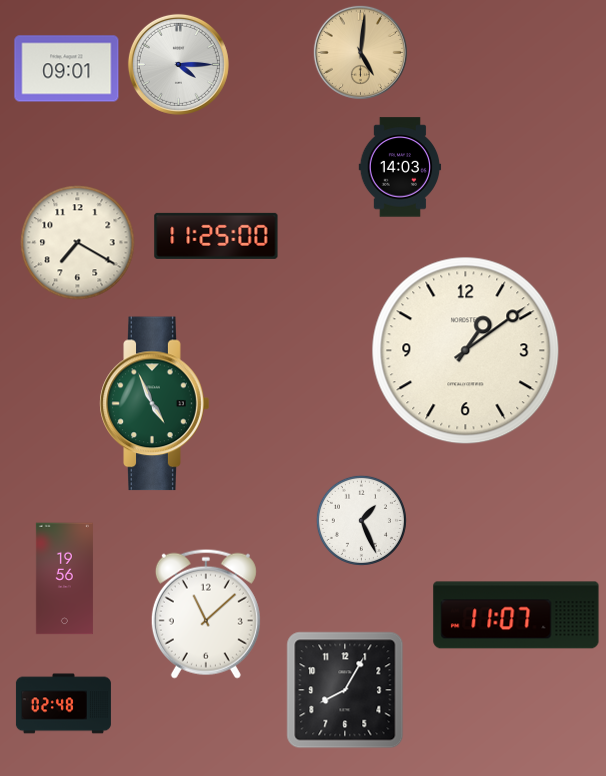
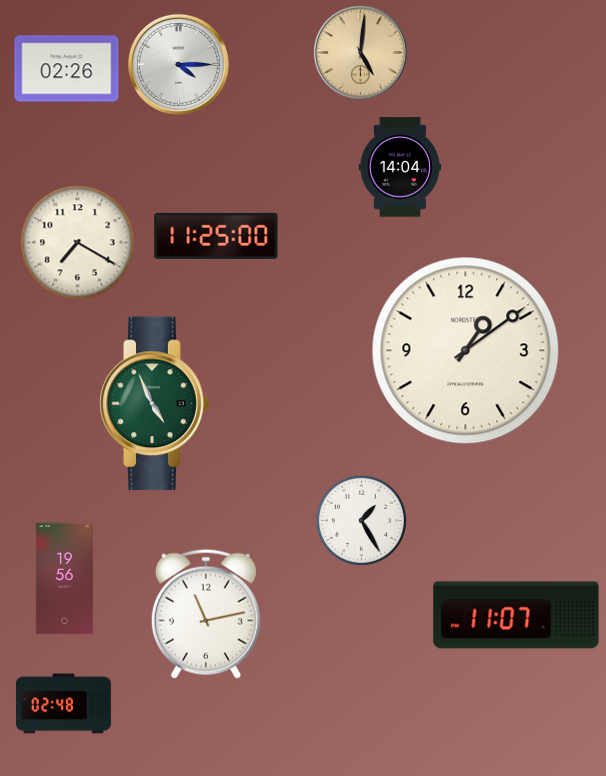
clock at (67, 69): 09:01 -> 02:26
clock at (400, 167): 14:03 -> 14:04
clock at (361, 520): 1:26 -> 1:25
clock at (206, 614): 11:08 -> 11:13
clock at (345, 690): 8:05 -> none
